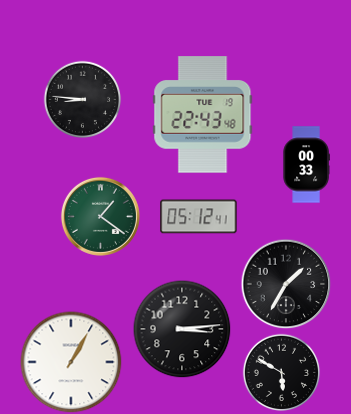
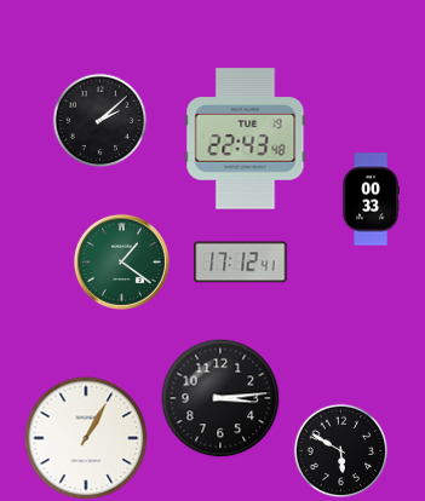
clock at (82, 99): 8:46 -> 2:08
clock at (199, 217): 05:12 -> 17:12
clock at (286, 284): 1:35 -> none
